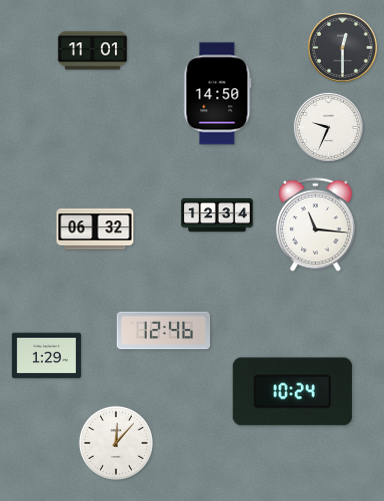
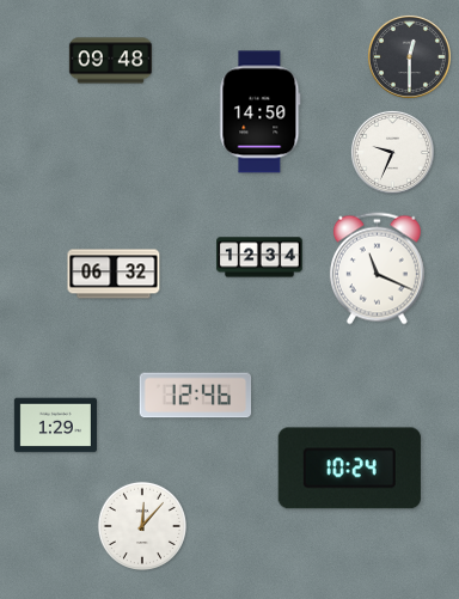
clock at (92, 51): 11:01 -> 09:48
clock at (315, 225): 11:16 -> 11:19
clock at (116, 443) position: (116, 443) -> (142, 526)
